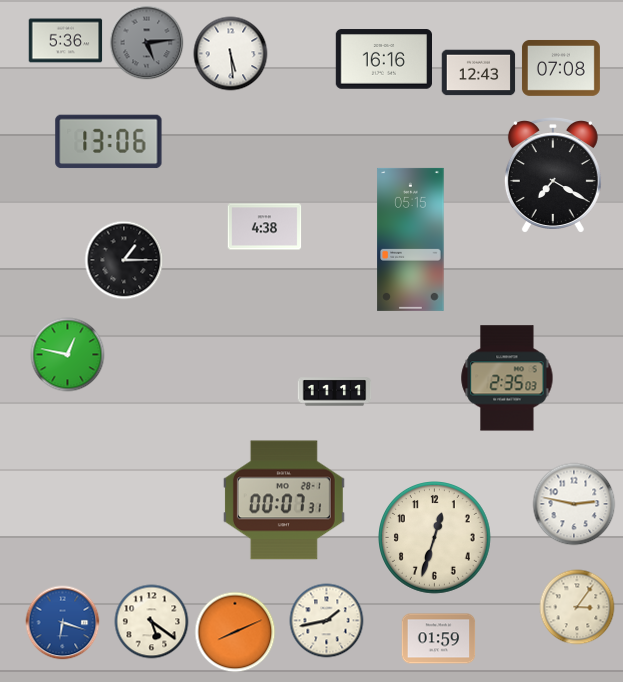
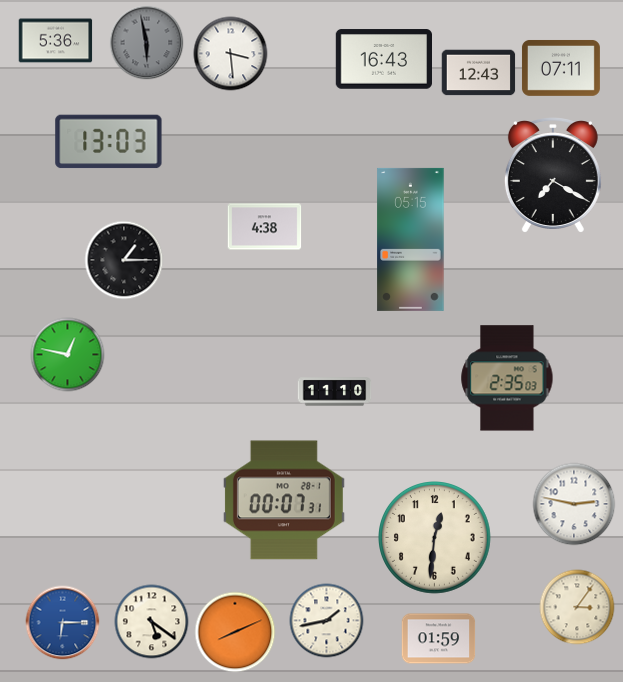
clock at (66, 41) position: (66, 41) -> (56, 41)
clock at (147, 43): 5:14 -> 5:58
clock at (231, 54): 5:29 -> 3:29
clock at (383, 59): 16:16 -> 16:43
clock at (561, 68): 07:08 -> 07:11
clock at (109, 142): 13:06 -> 13:03
clock at (335, 392): 11:11 -> 11:10
clock at (435, 538): 12:33 -> 12:31
clock at (63, 623): 6:18 -> 6:15
